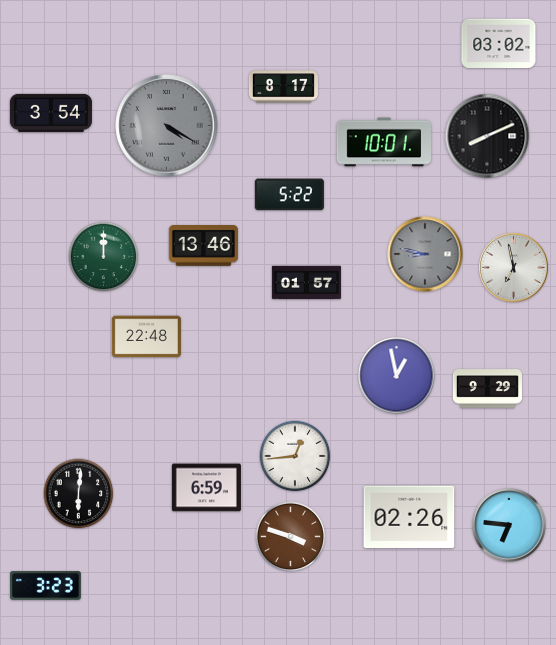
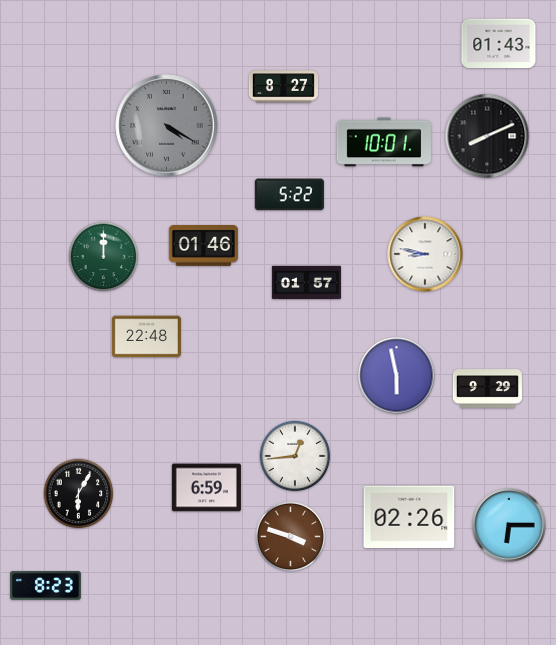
clock at (499, 44): 03:02 -> 01:43
clock at (283, 87): 8:17 -> 8:27
clock at (51, 113): 3:54 -> none
clock at (203, 246): 13:46 -> 01:46
clock at (425, 254) dial: grey -> white
clock at (513, 267): 6:58 -> none
clock at (397, 376): 12:58 -> 5:58
clock at (79, 494): 6:01 -> 6:05
clock at (509, 525): 6:46 -> 6:15
clock at (46, 586): 3:23 -> 8:23
